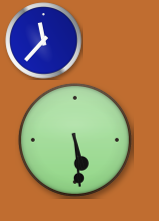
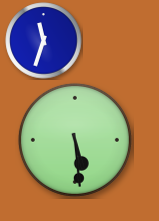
clock at (44, 41): 11:37 -> 11:33
